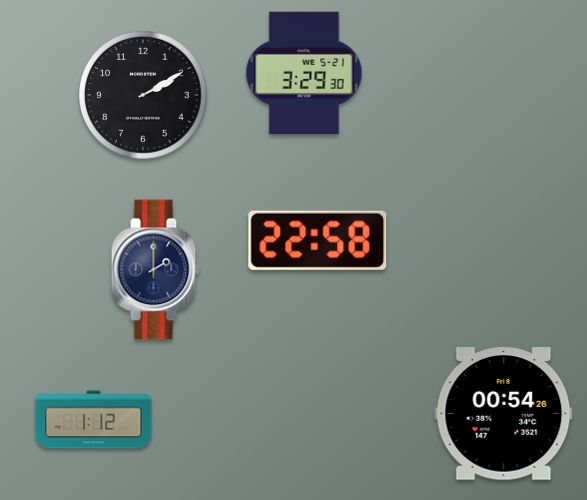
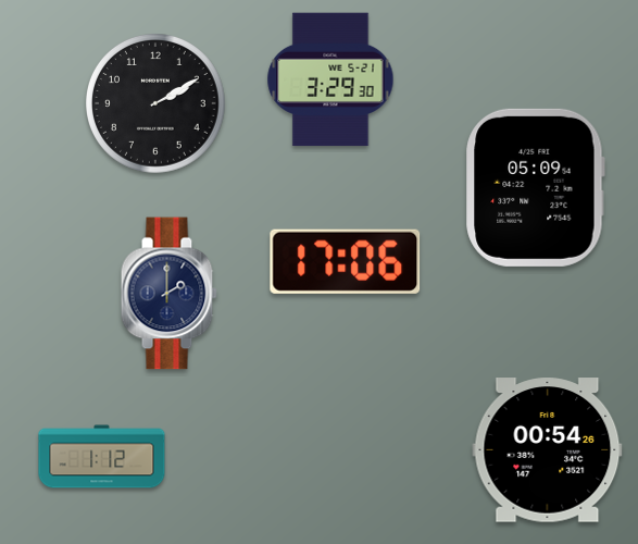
clock at (535, 187): none -> 05:09
clock at (318, 240): 22:58 -> 17:06
